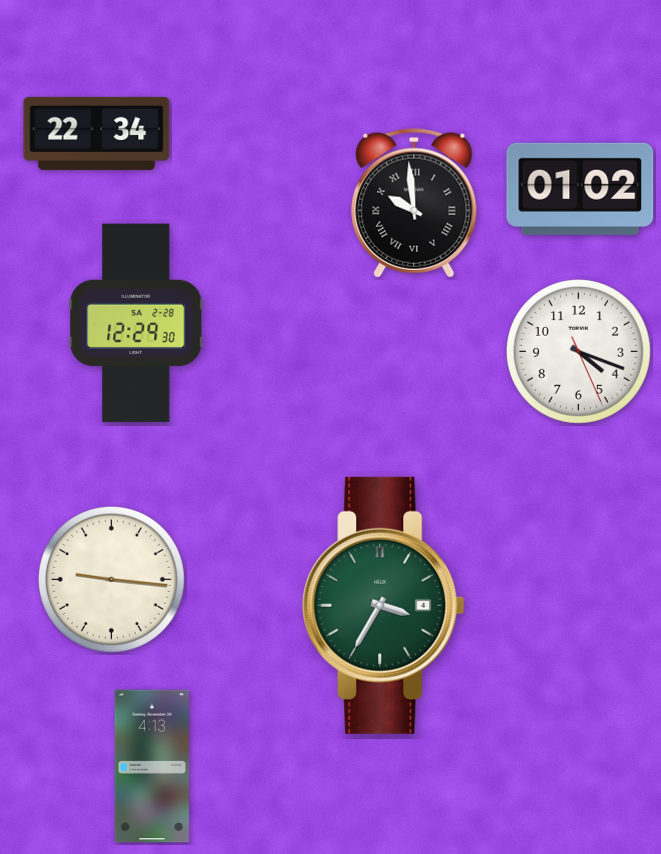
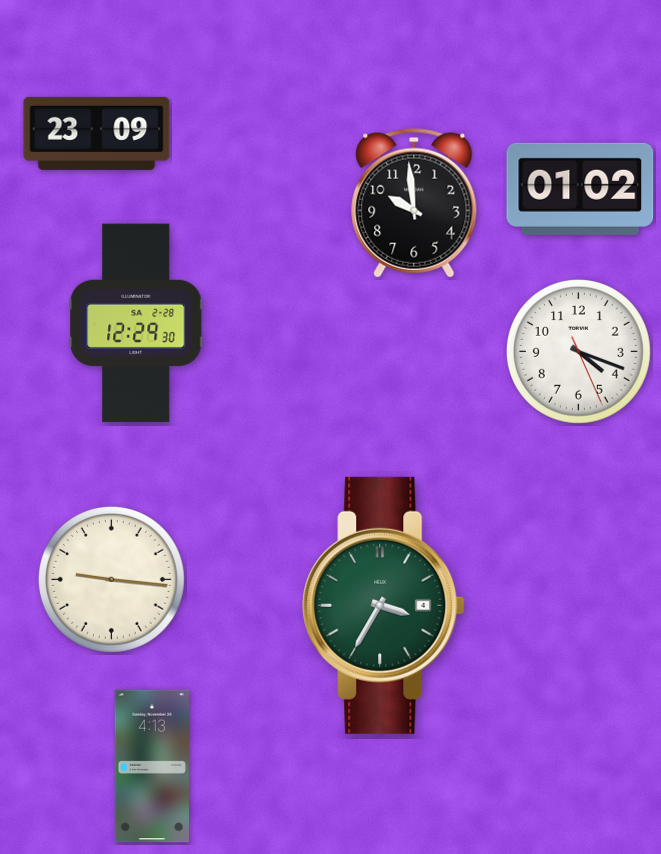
clock at (97, 133): 22:34 -> 23:09
clock at (414, 203) numerals: Roman -> Arabic
